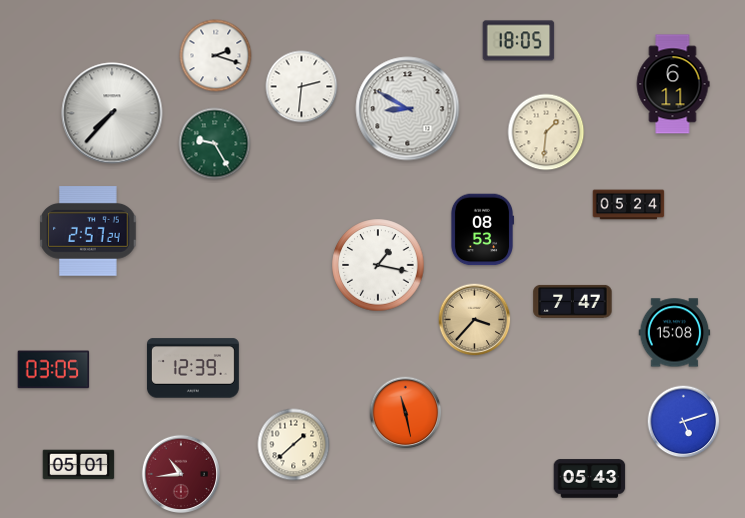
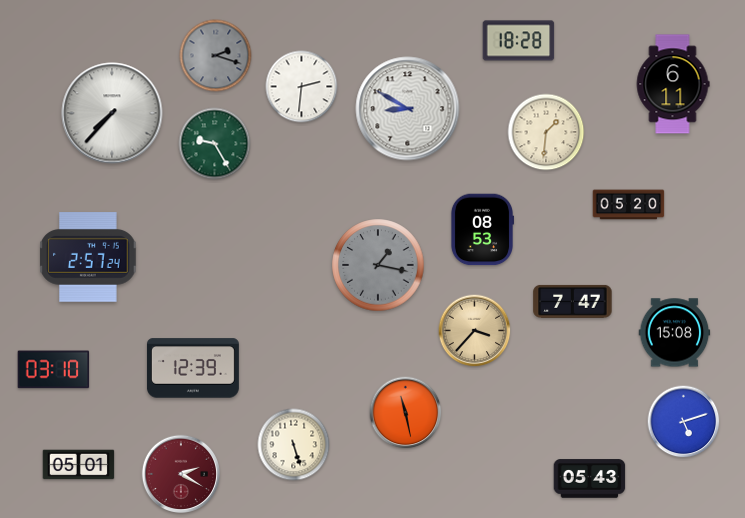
clock at (519, 41): 18:05 -> 18:28
clock at (216, 56) dial: white -> grey
clock at (629, 205): 05:24 -> 05:20
clock at (88, 231) position: (88, 231) -> (88, 257)
clock at (378, 265) dial: white -> grey
clock at (475, 320) position: (475, 320) -> (475, 331)
clock at (54, 370): 03:05 -> 03:10
clock at (294, 445): 1:38 -> 5:27
clock at (180, 473): 10:44 -> 2:20
